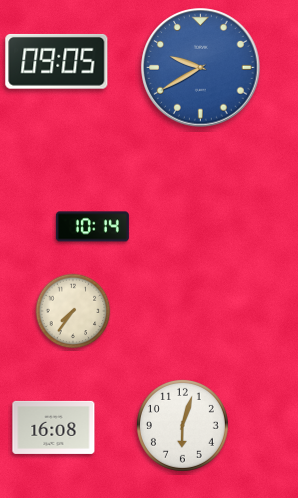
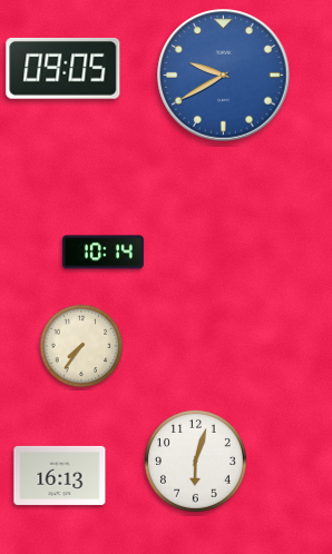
clock at (182, 425) position: (182, 425) -> (195, 461)
clock at (54, 427): 16:08 -> 16:13
